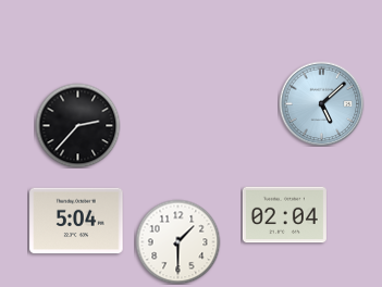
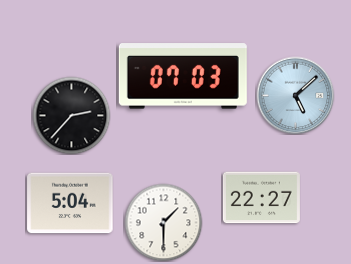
clock at (183, 76): none -> 07:03
clock at (284, 215): 02:04 -> 22:27
